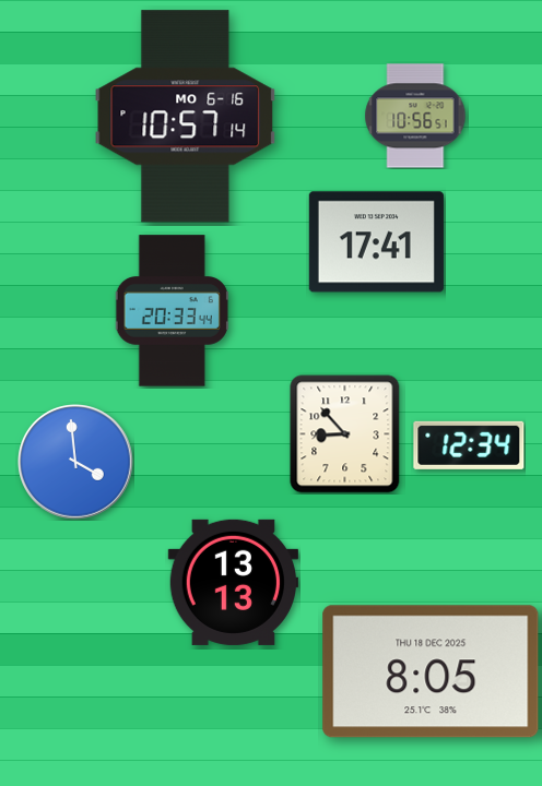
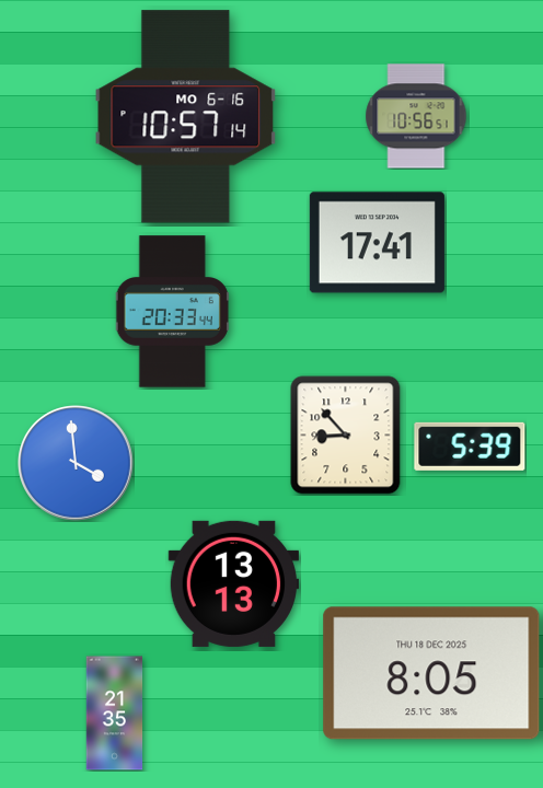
clock at (469, 445): 12:34 -> 5:39
clock at (115, 714): none -> 21:35
